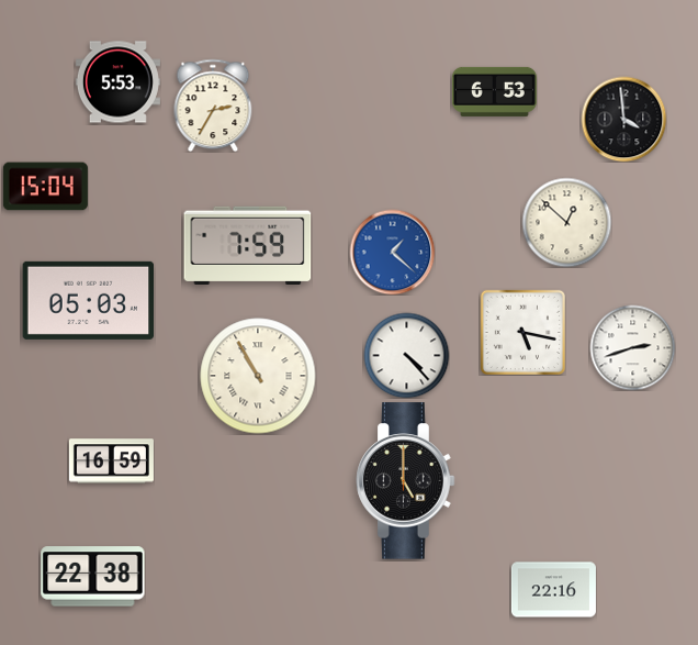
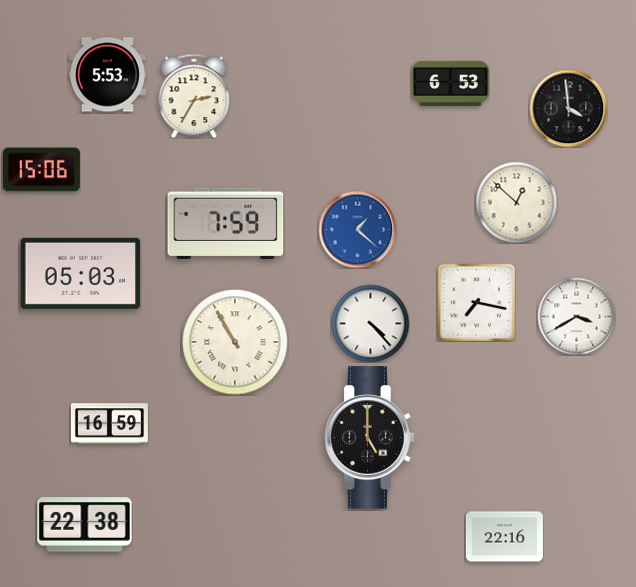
clock at (45, 187): 15:04 -> 15:06
clock at (522, 332): 5:17 -> 7:17
clock at (632, 347): 2:42 -> 3:40
clock at (111, 461) position: (111, 461) -> (109, 424)
